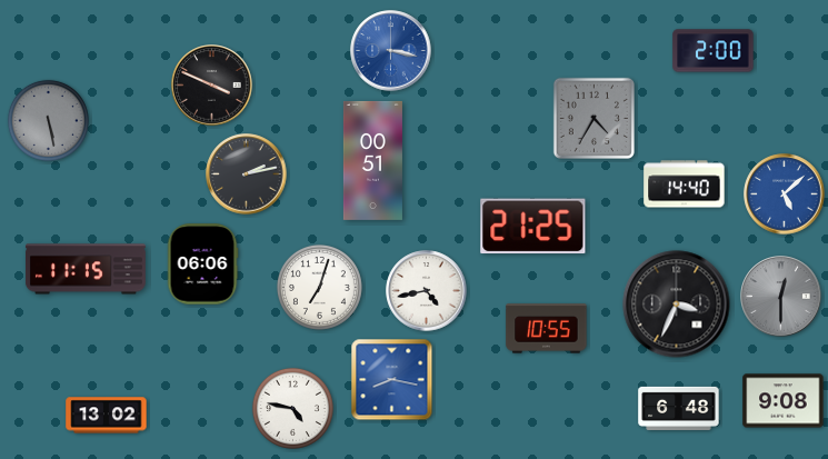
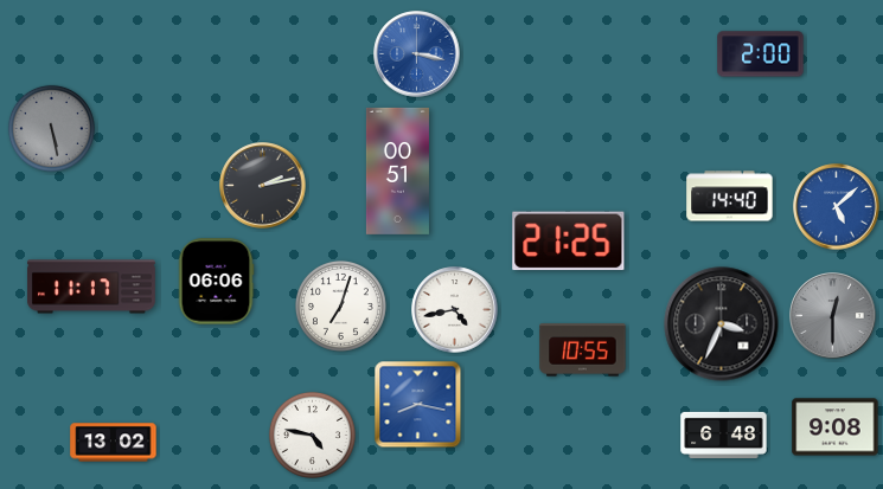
clock at (212, 86): 3:49 -> none
clock at (593, 118): 4:35 -> none
clock at (86, 269): 11:15 -> 11:17
